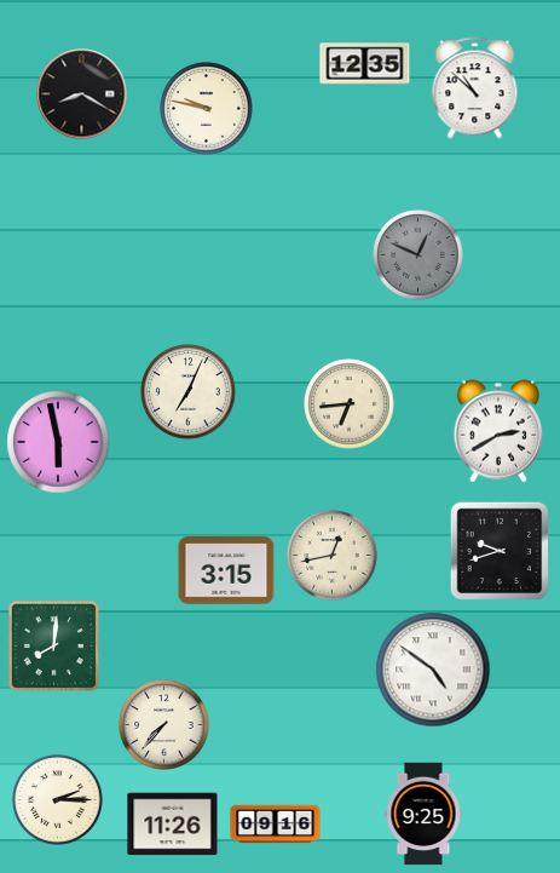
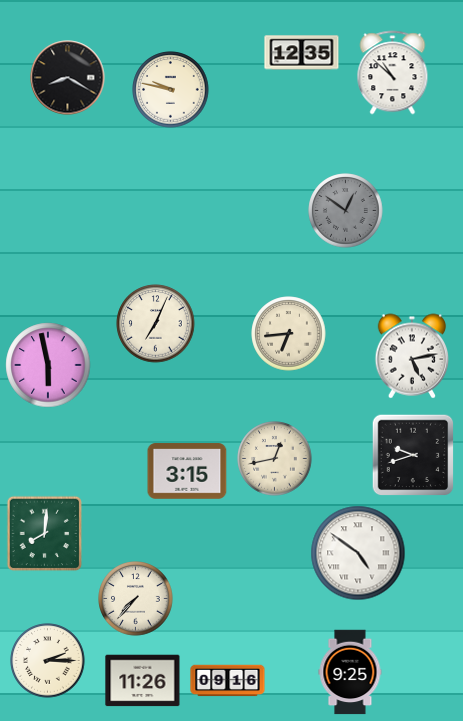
clock at (418, 255): 12:49 -> 12:51
clock at (498, 431): 2:40 -> 5:13
